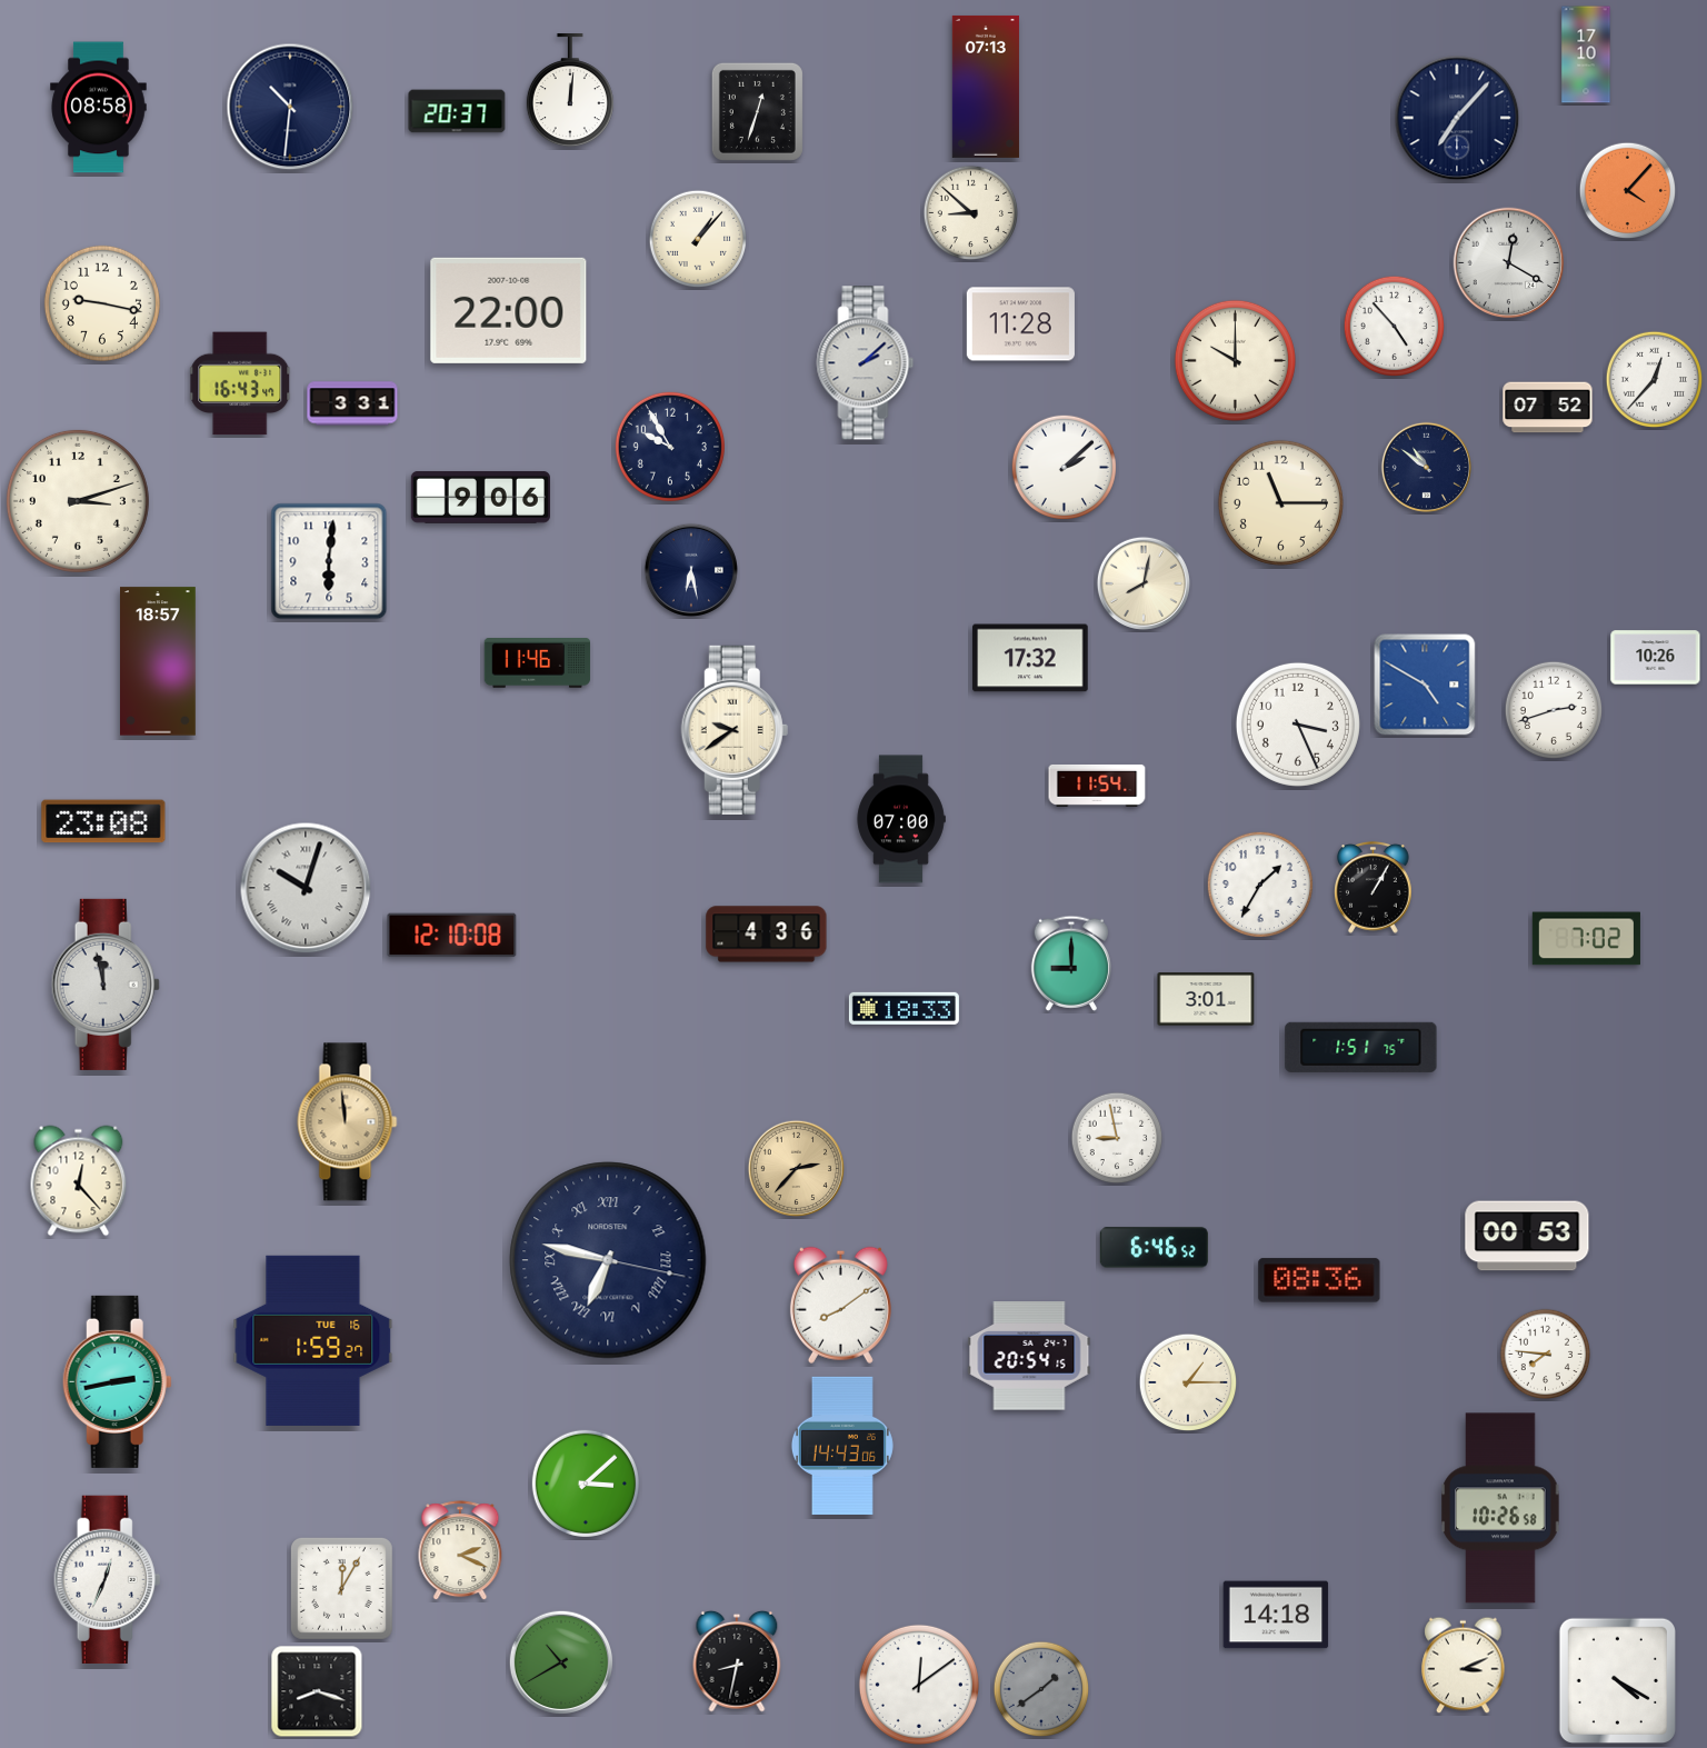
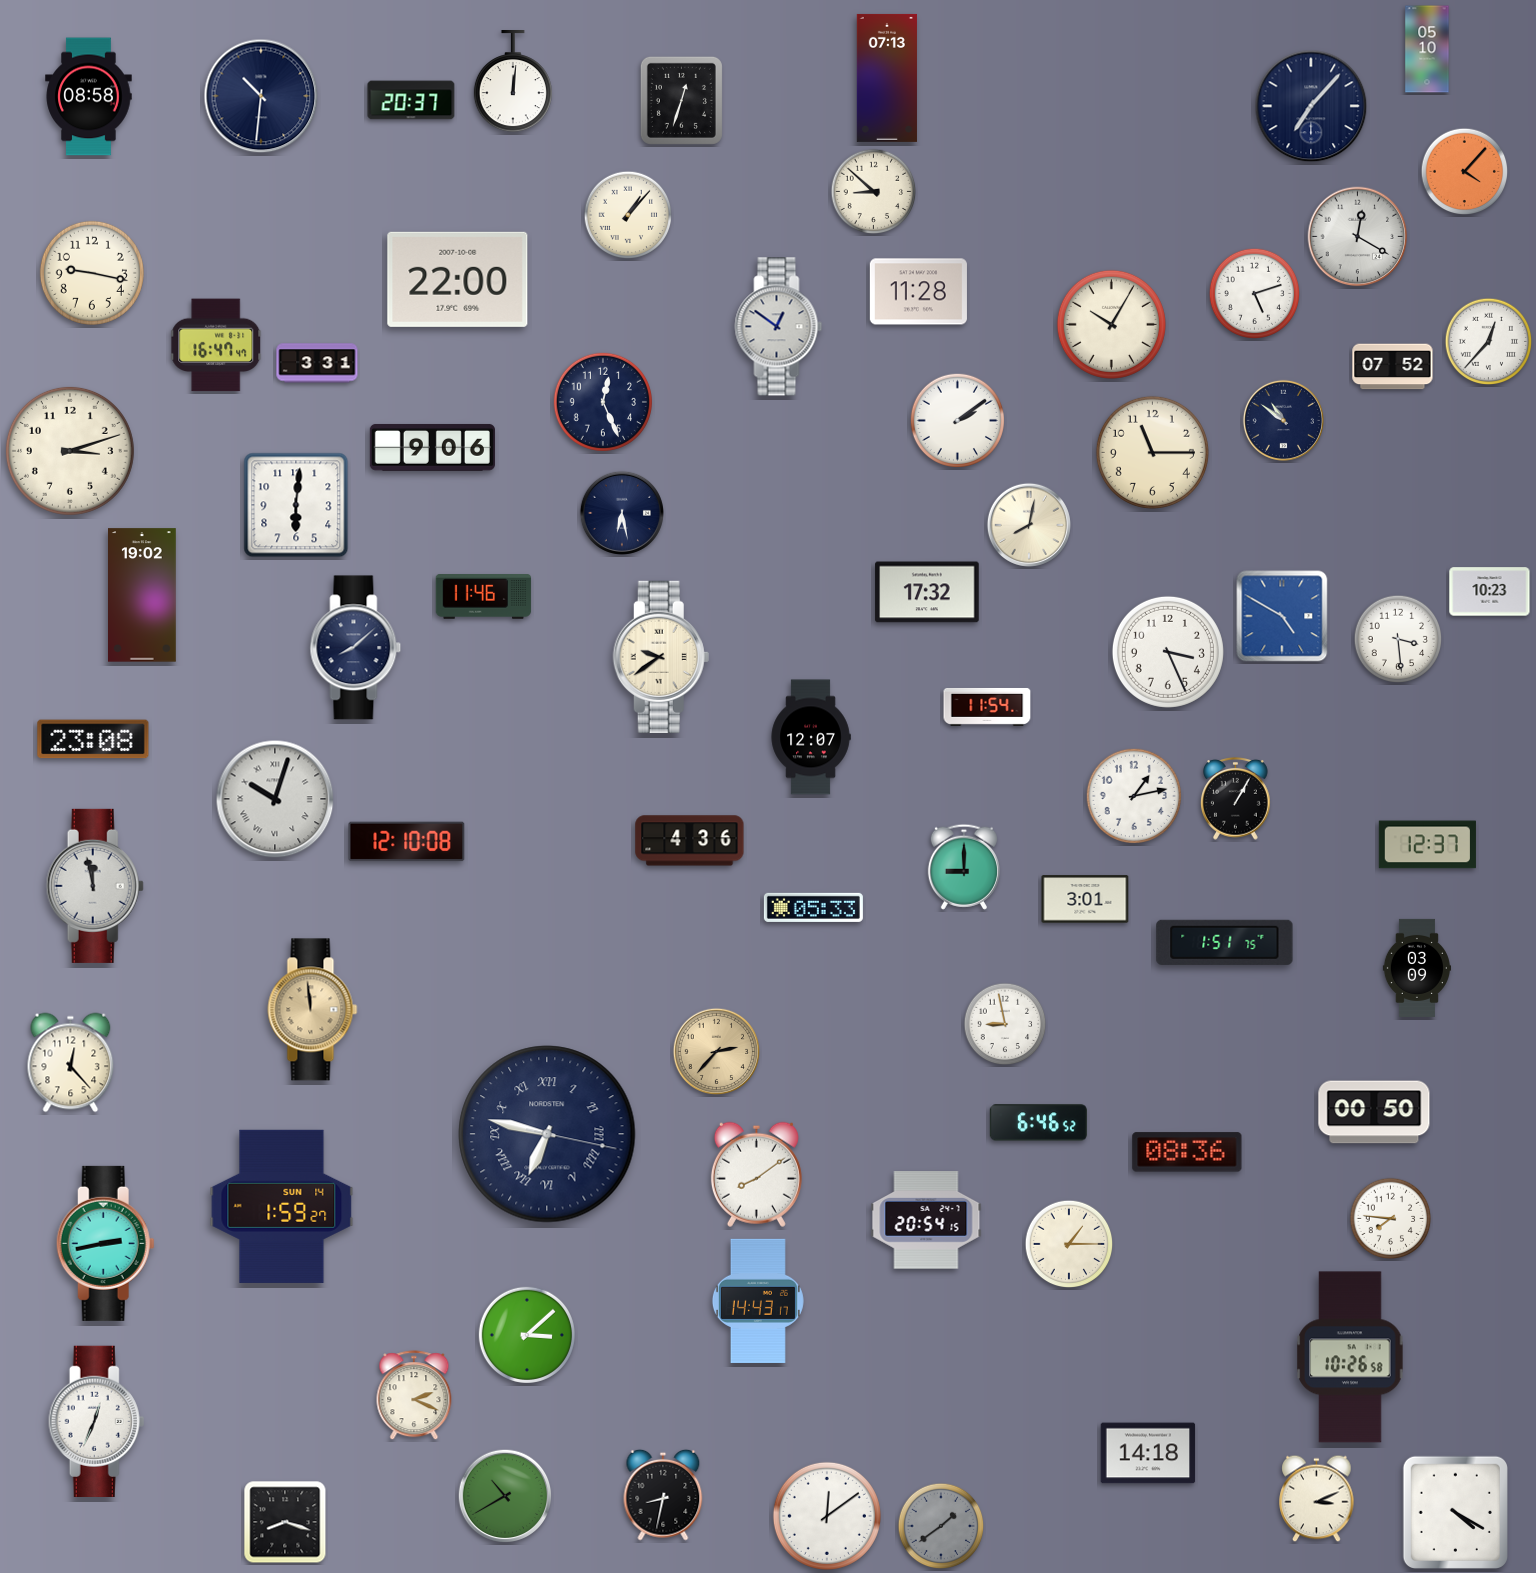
clock at (1586, 54): 17:10 -> 05:10
clock at (1395, 327): 4:53 -> 5:12
clock at (1235, 360): 10:00 -> 10:05
clock at (866, 363): 2:08 -> 12:51
clock at (241, 383): 16:43 -> 16:47
clock at (670, 447): 9:55 -> 12:26
clock at (1064, 467): 2:08 -> 2:09
clock at (1656, 658): 10:26 -> 10:23
clock at (159, 661): 18:57 -> 19:02
clock at (1554, 710): 2:42 -> 3:29
clock at (356, 648): none -> 8:08
clock at (901, 819): 07:00 -> 12:07
clock at (1259, 883): 1:35 -> 1:13
clock at (1586, 939): 7:02 -> 12:37
clock at (904, 1008): 18:33 -> 05:33
clock at (1416, 968): none -> 03:09
clock at (1527, 1236): 00:53 -> 00:50
clock at (313, 1340) date: TUE 16 -> SUN 14
clock at (842, 1445): 14:43:06 -> 14:43:17
clock at (341, 1588): 12:05 -> none
clock at (1041, 1689) position: (1041, 1689) -> (941, 1526)
